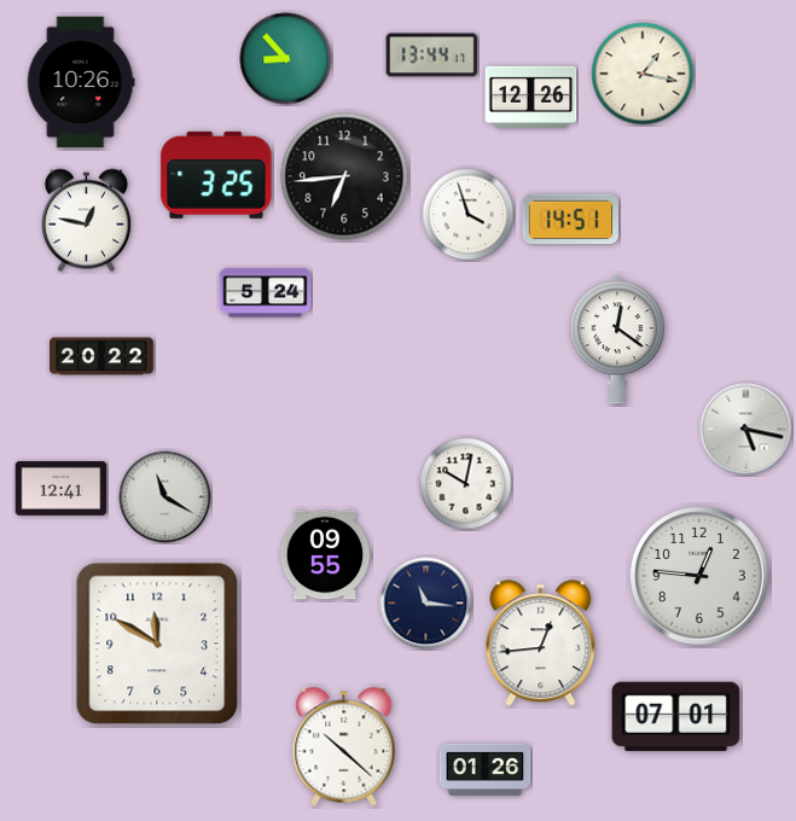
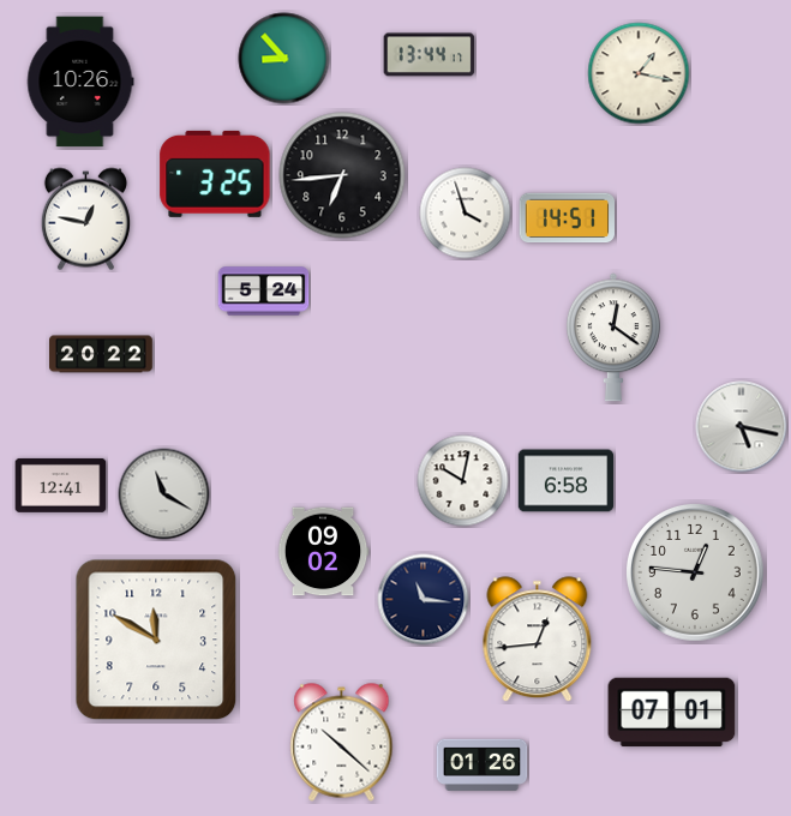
clock at (531, 97): 12:26 -> none
clock at (567, 481): none -> 6:58
clock at (325, 555): 09:55 -> 09:02
